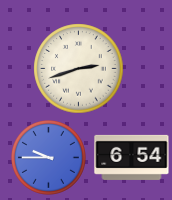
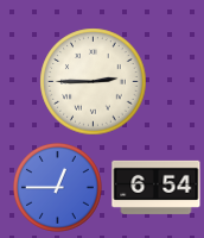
clock at (79, 69): 2:42 -> 2:45
clock at (49, 158): 9:45 -> 12:45
